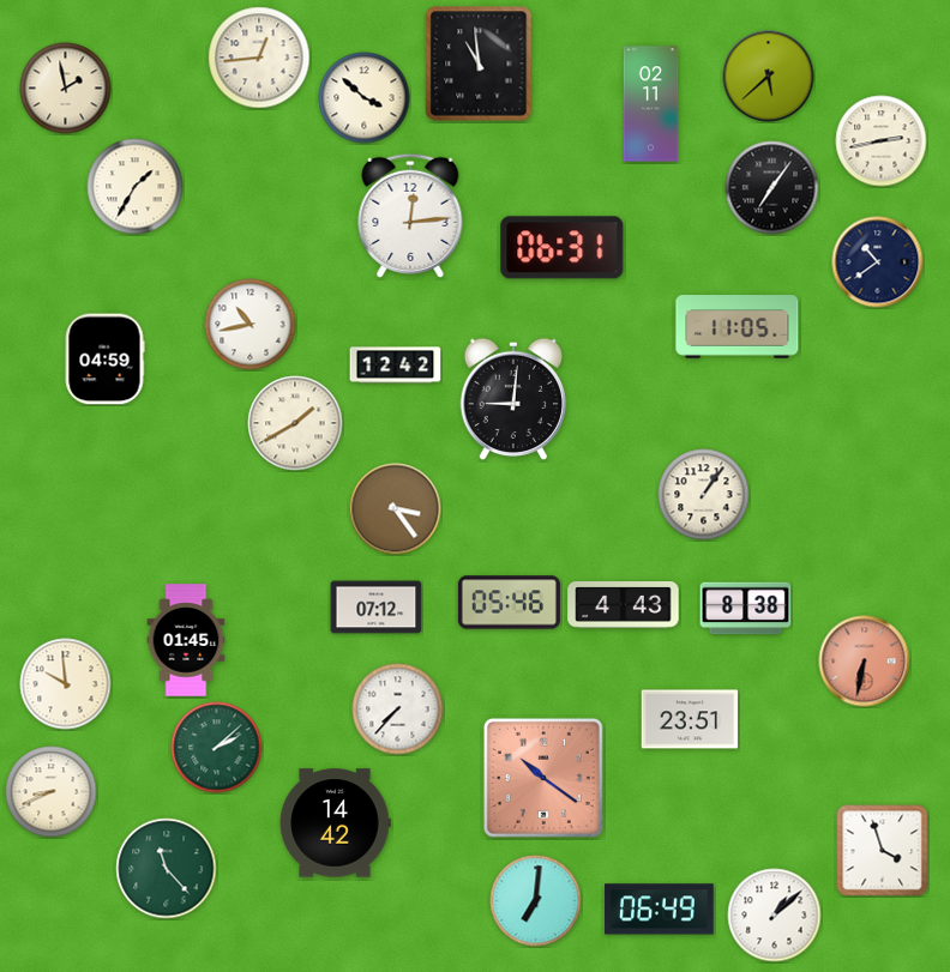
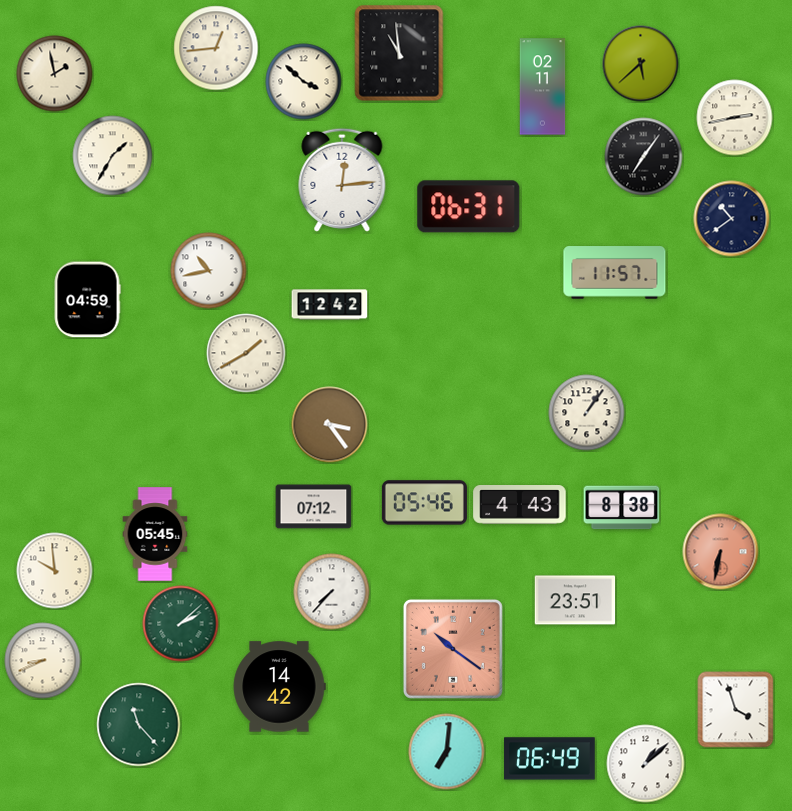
clock at (738, 327): 11:05 -> 11:57
clock at (512, 399): 9:01 -> none
clock at (186, 640): 01:45 -> 05:45
